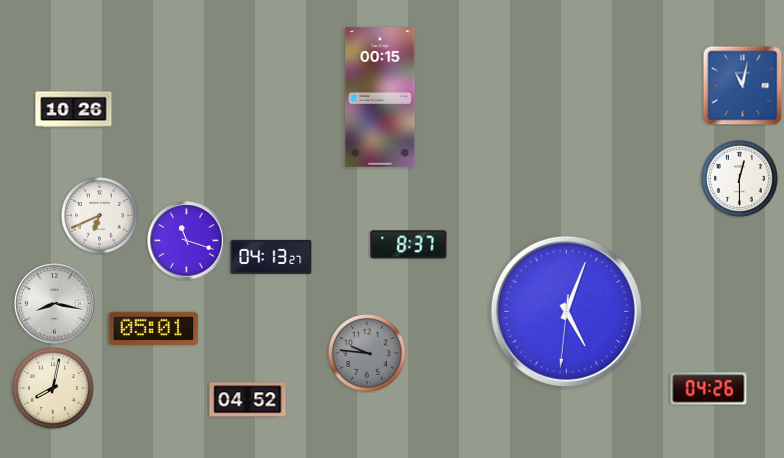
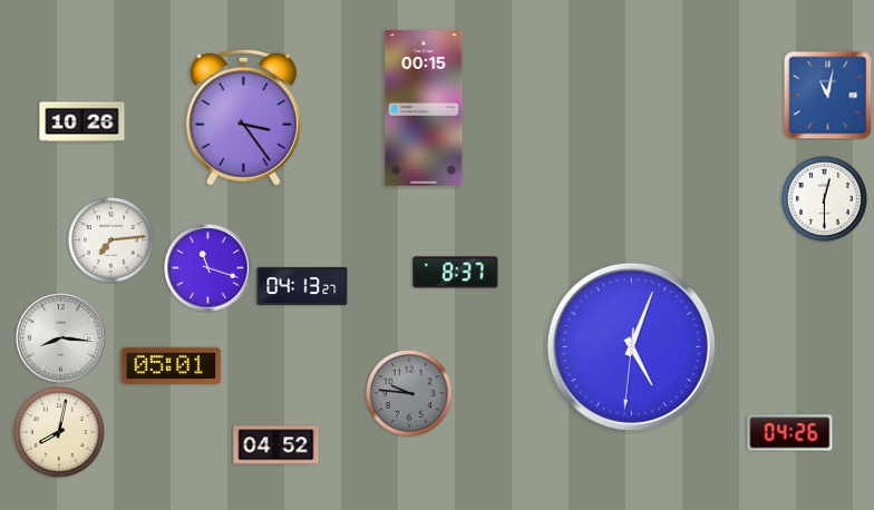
clock at (243, 117): none -> 3:24
clock at (100, 216): 6:41 -> 7:14
clock at (55, 304): 8:17 -> 8:16
